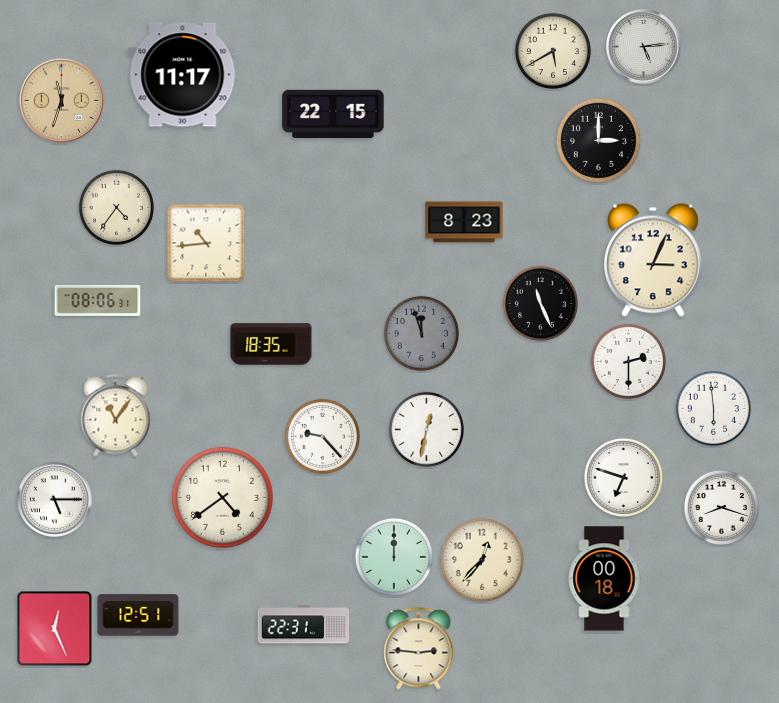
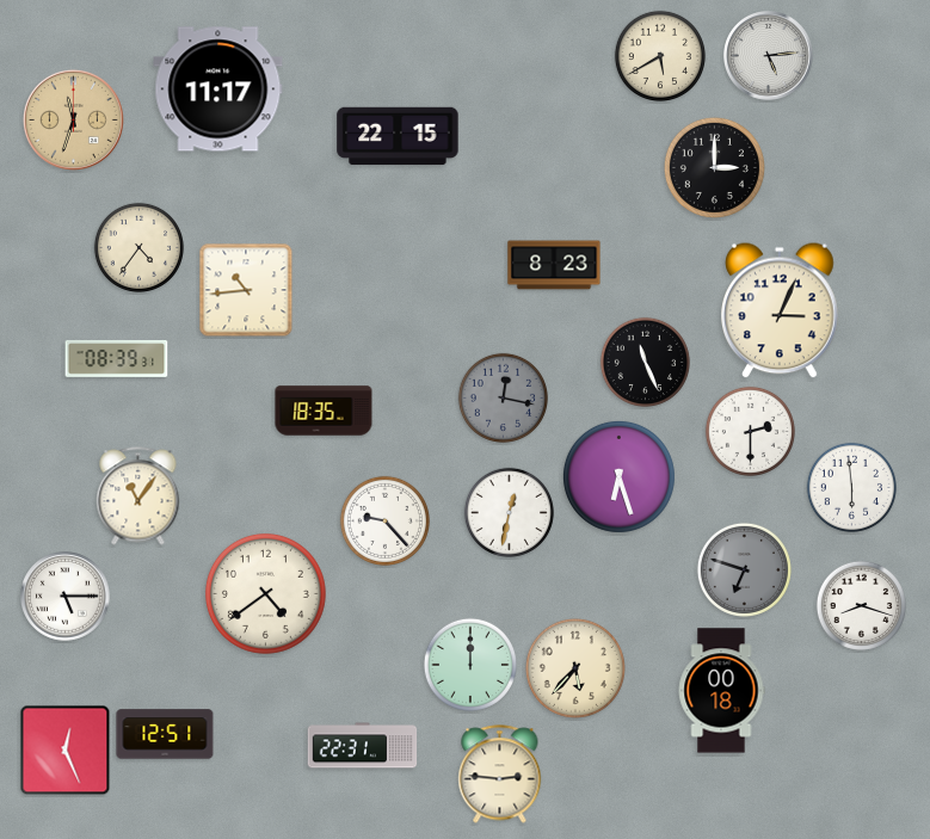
clock at (553, 51) position: (553, 51) -> (660, 56)
clock at (98, 300): 08:06 -> 08:39
clock at (421, 333): 11:57 -> 12:17
clock at (618, 476): none -> 6:27
clock at (623, 477) dial: white -> grey
clock at (482, 560): 12:37 -> 5:37
